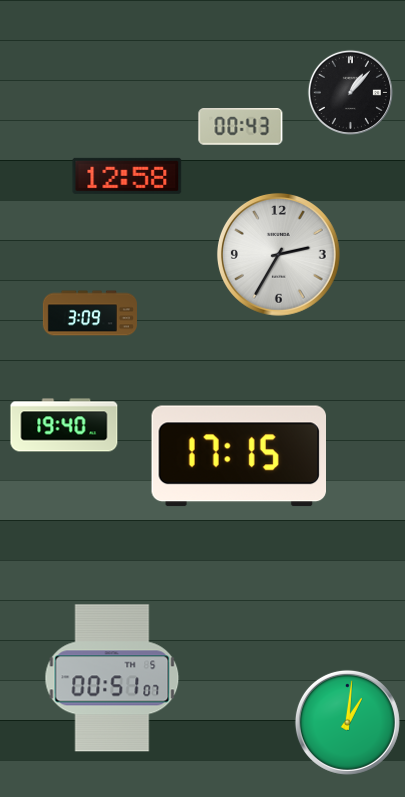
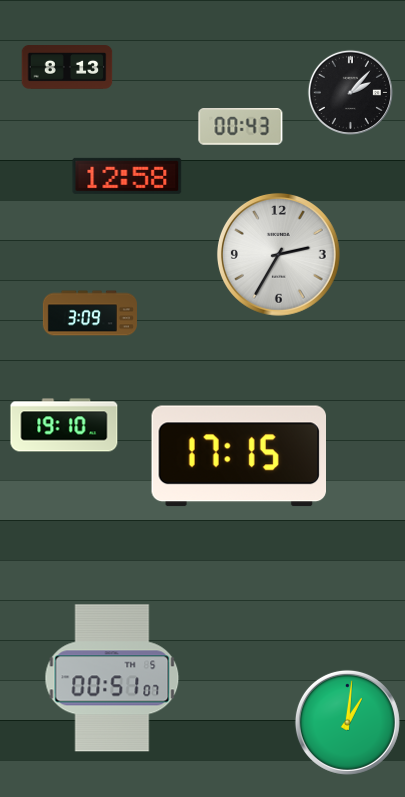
clock at (67, 68): none -> 8:13
clock at (350, 92): 1:07 -> 2:07
clock at (64, 425): 19:40 -> 19:10
